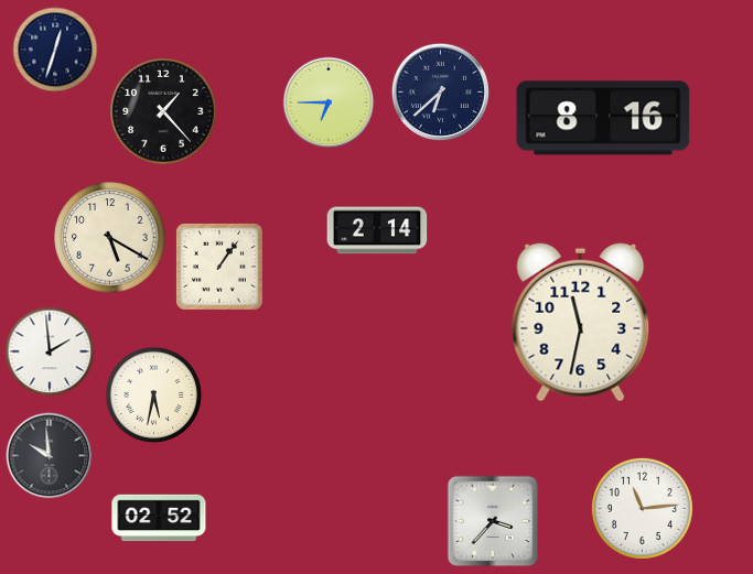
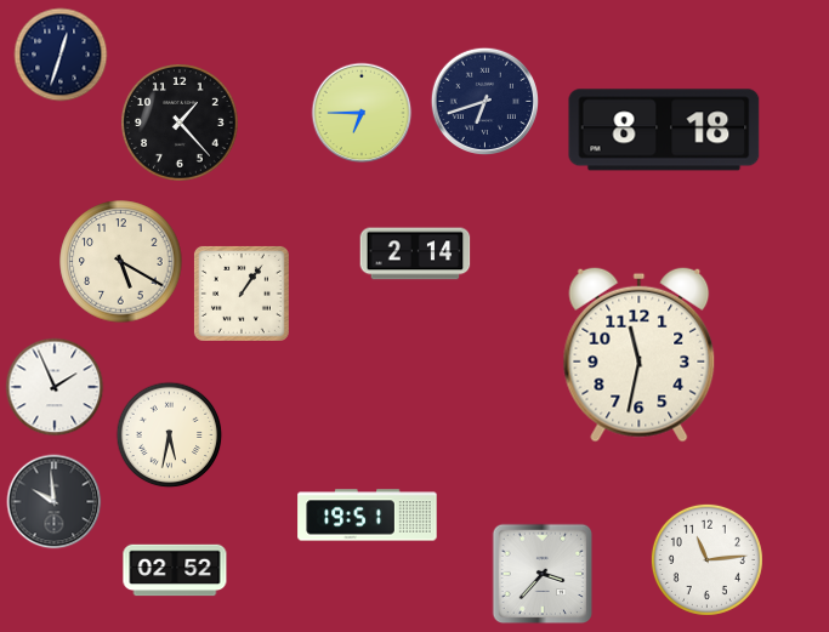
clock at (440, 91): 6:38 -> 6:42
clock at (603, 118): 8:16 -> 8:18
clock at (50, 351): 1:59 -> 1:56
clock at (368, 516): none -> 19:51
